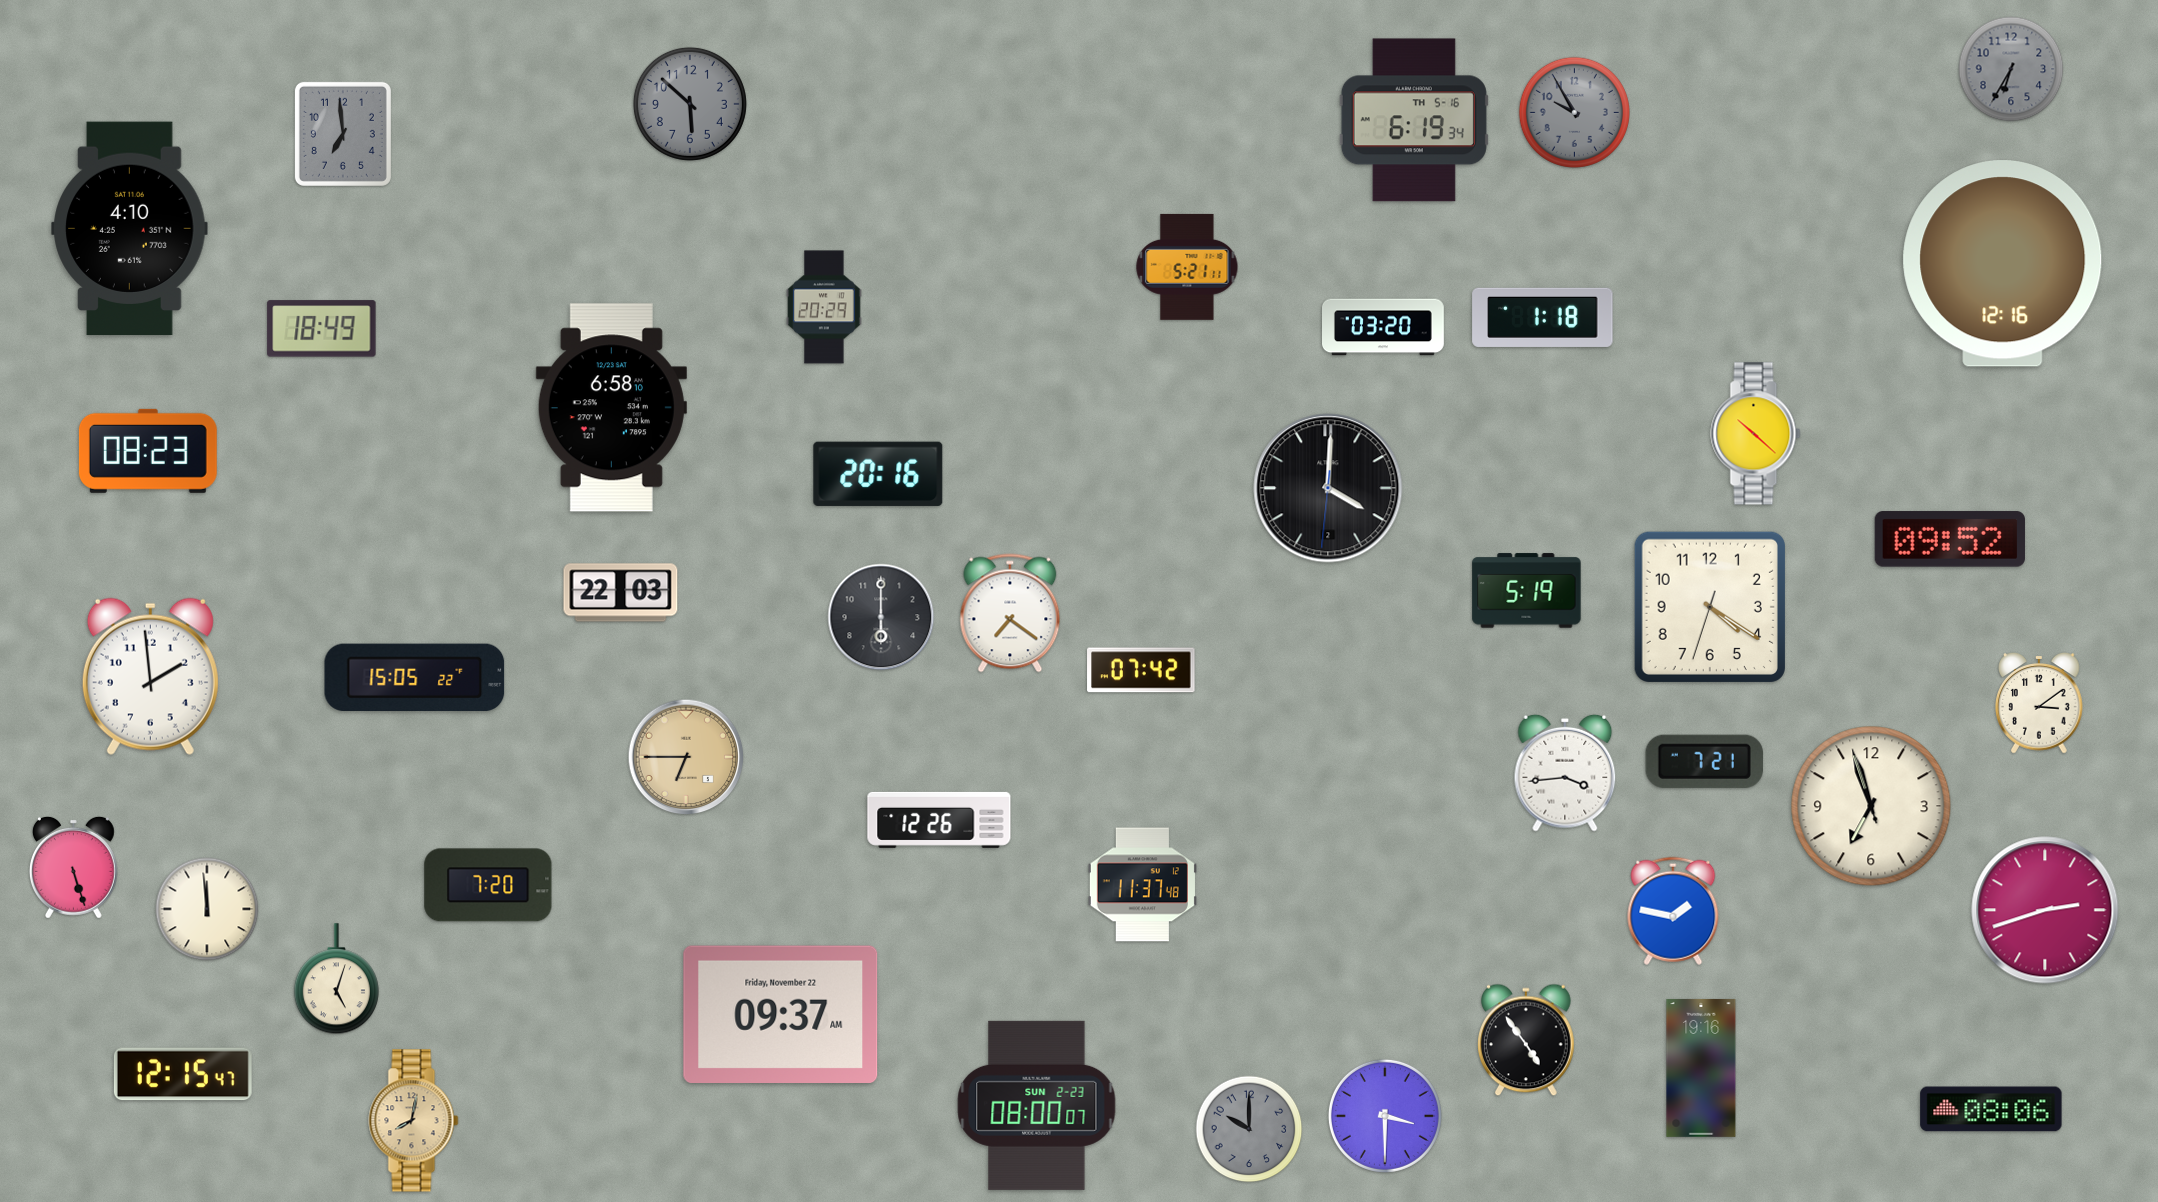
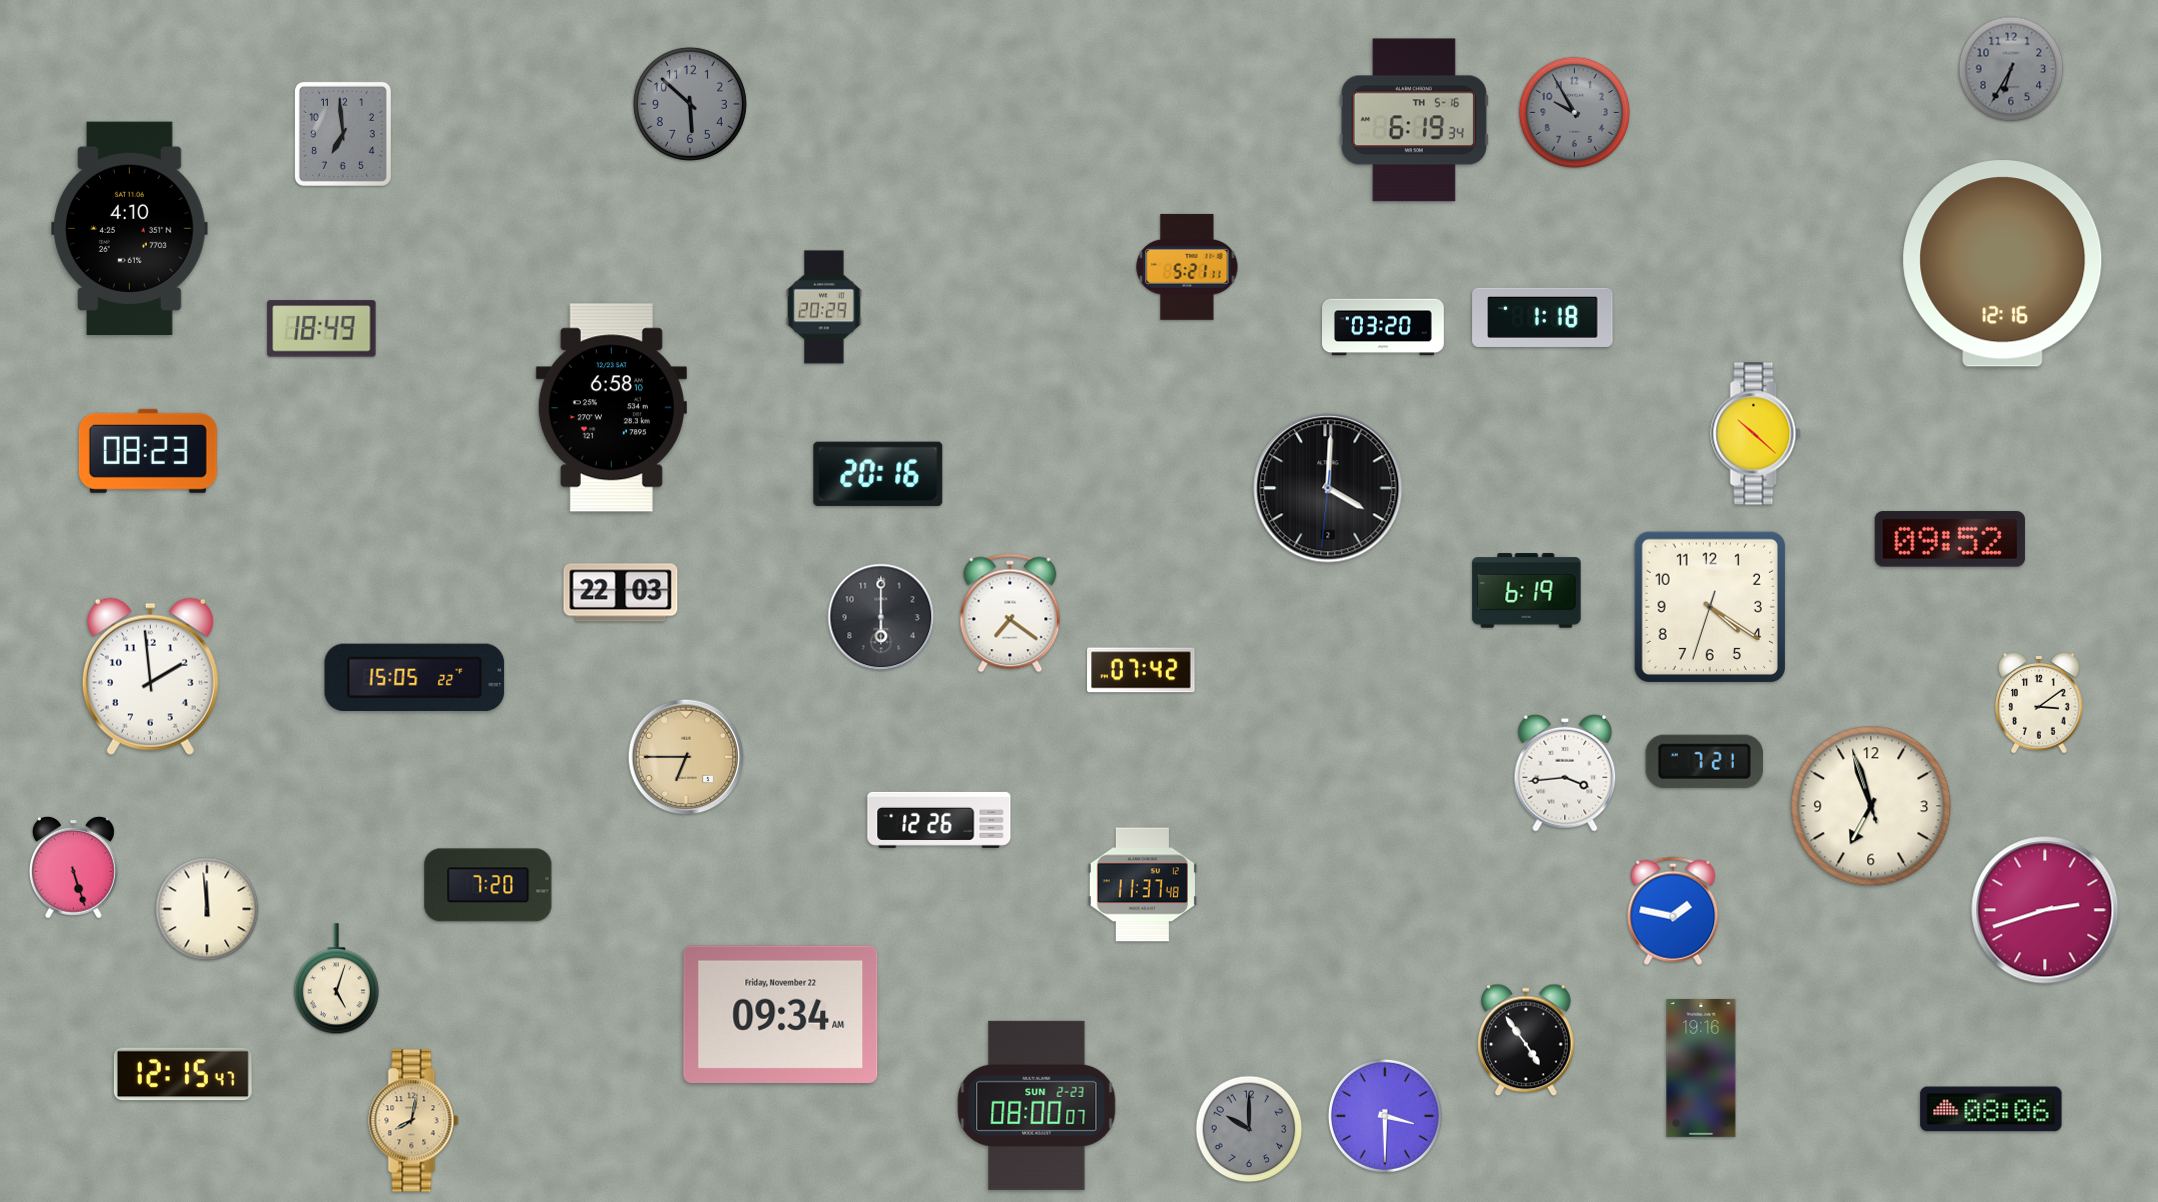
clock at (1527, 591): 5:19 -> 6:19
clock at (781, 1014): 09:37 -> 09:34
